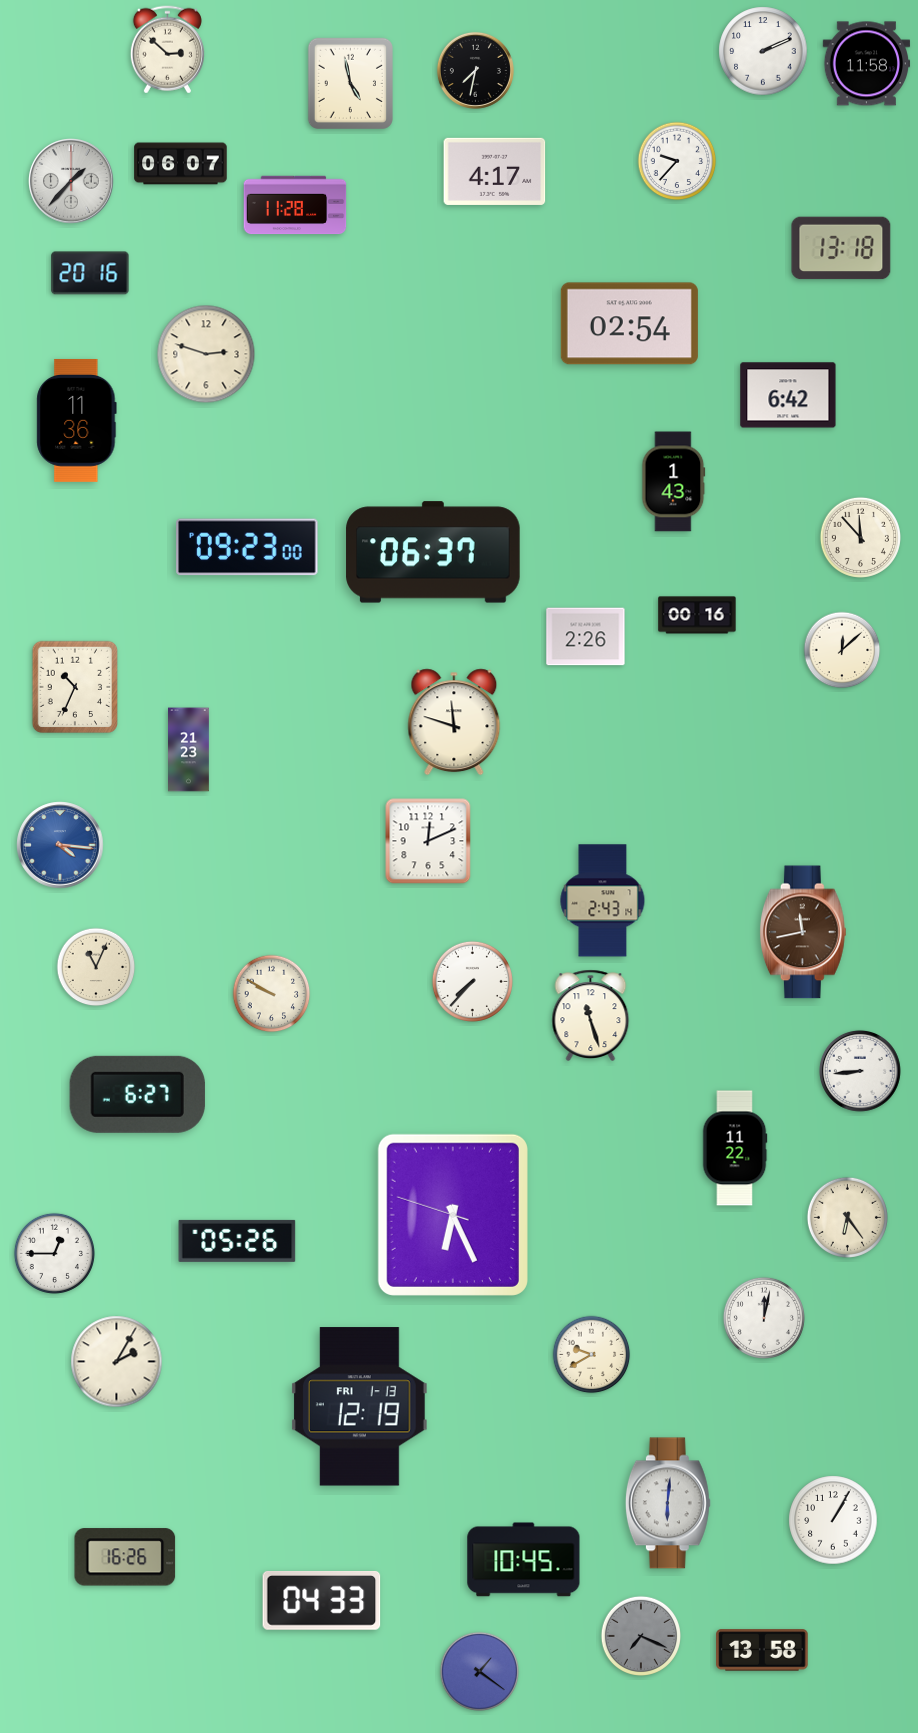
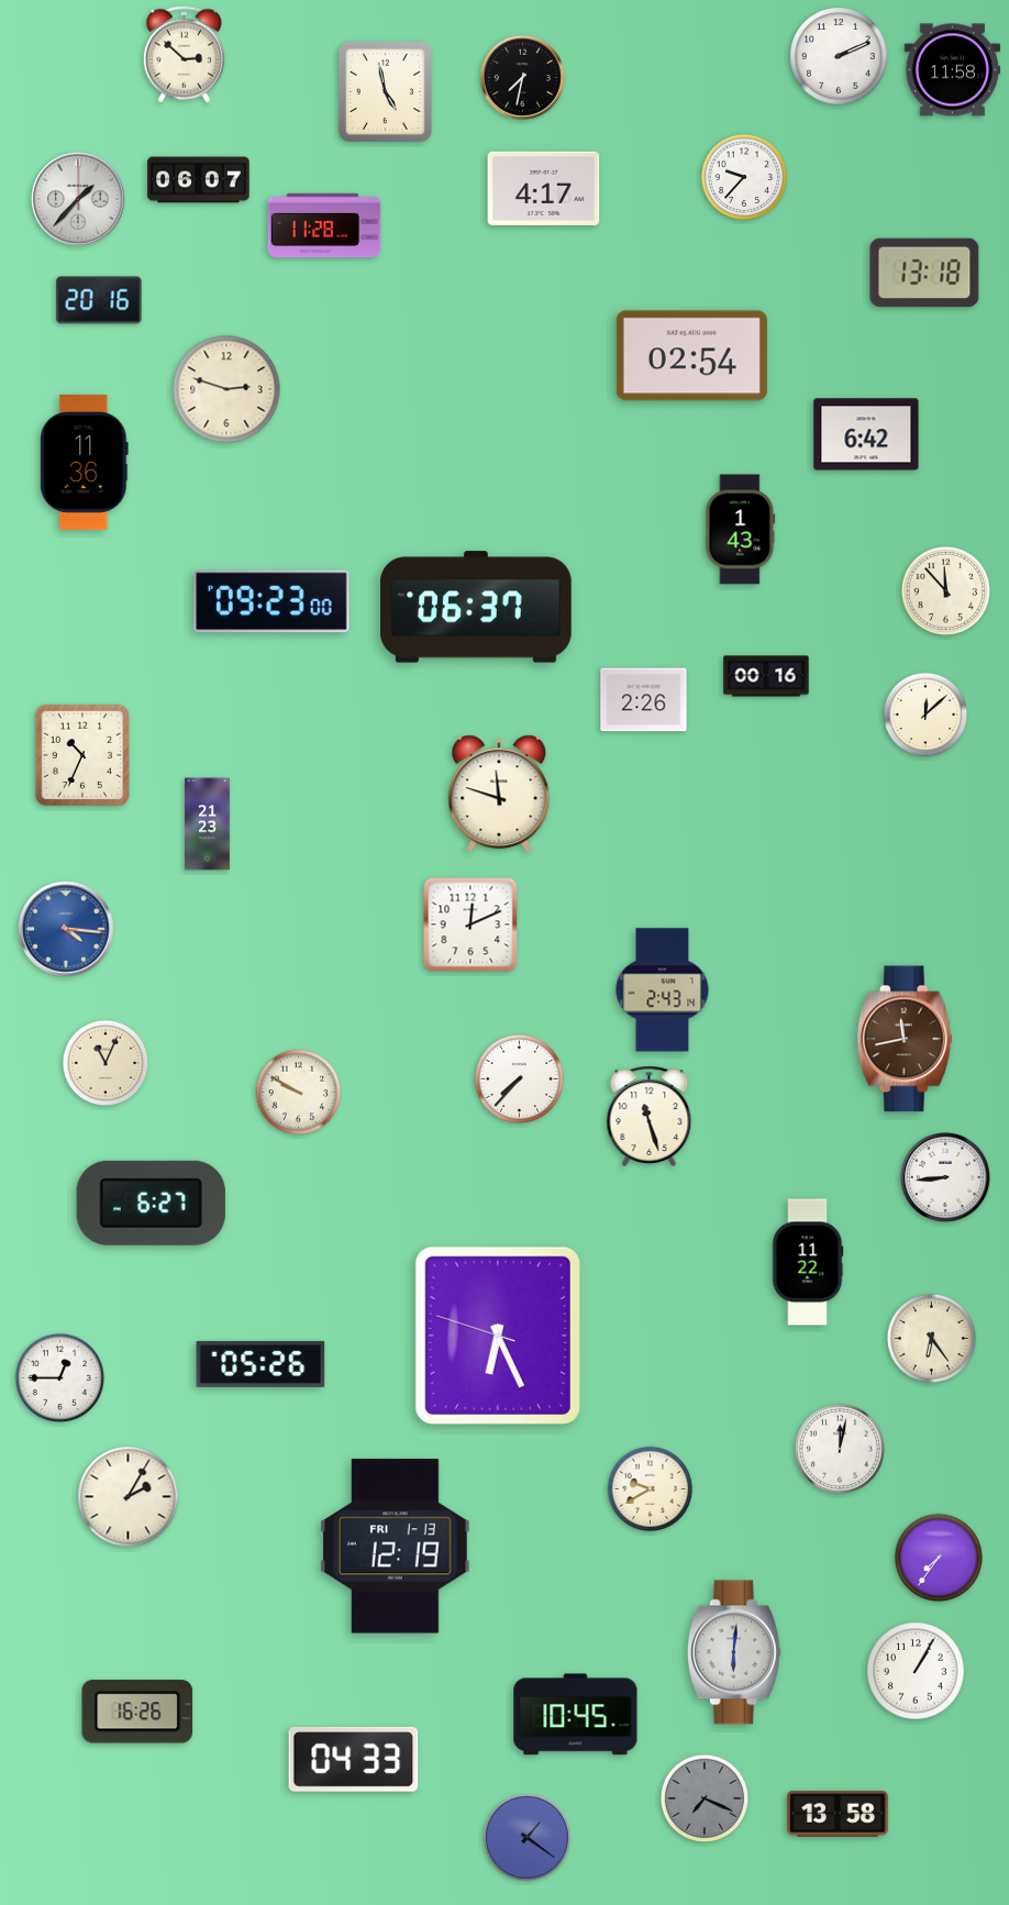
clock at (803, 932) position: (803, 932) -> (905, 1039)
clock at (938, 1557): none -> 7:36
